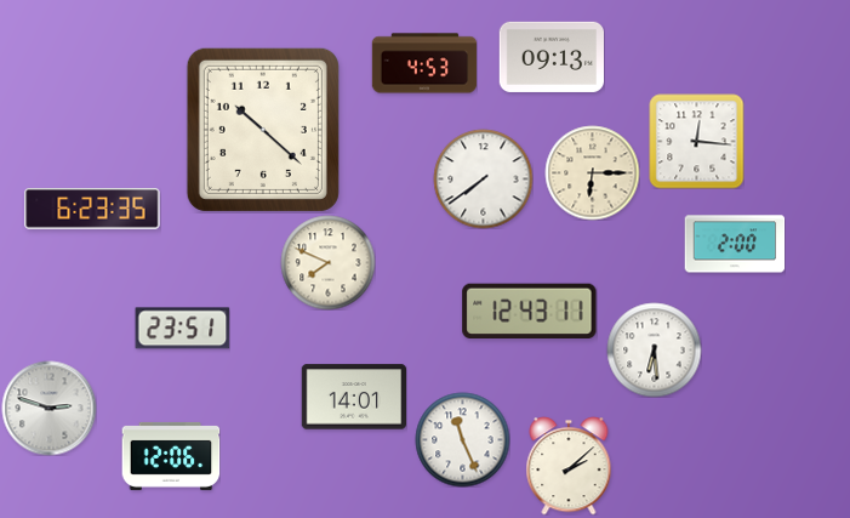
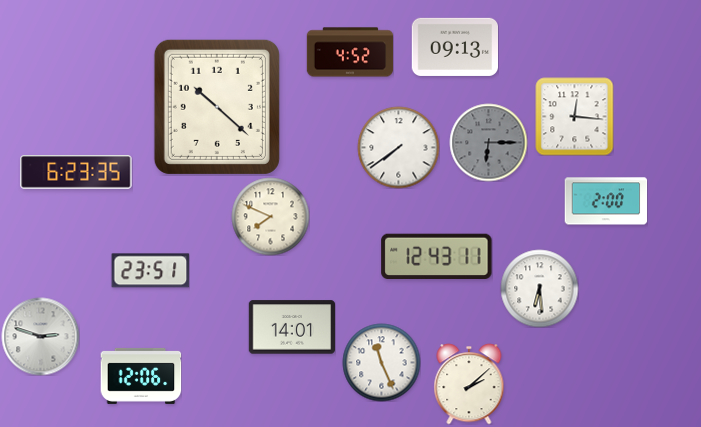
clock at (424, 63): 4:53 -> 4:52
clock at (592, 172) dial: cream -> grey
